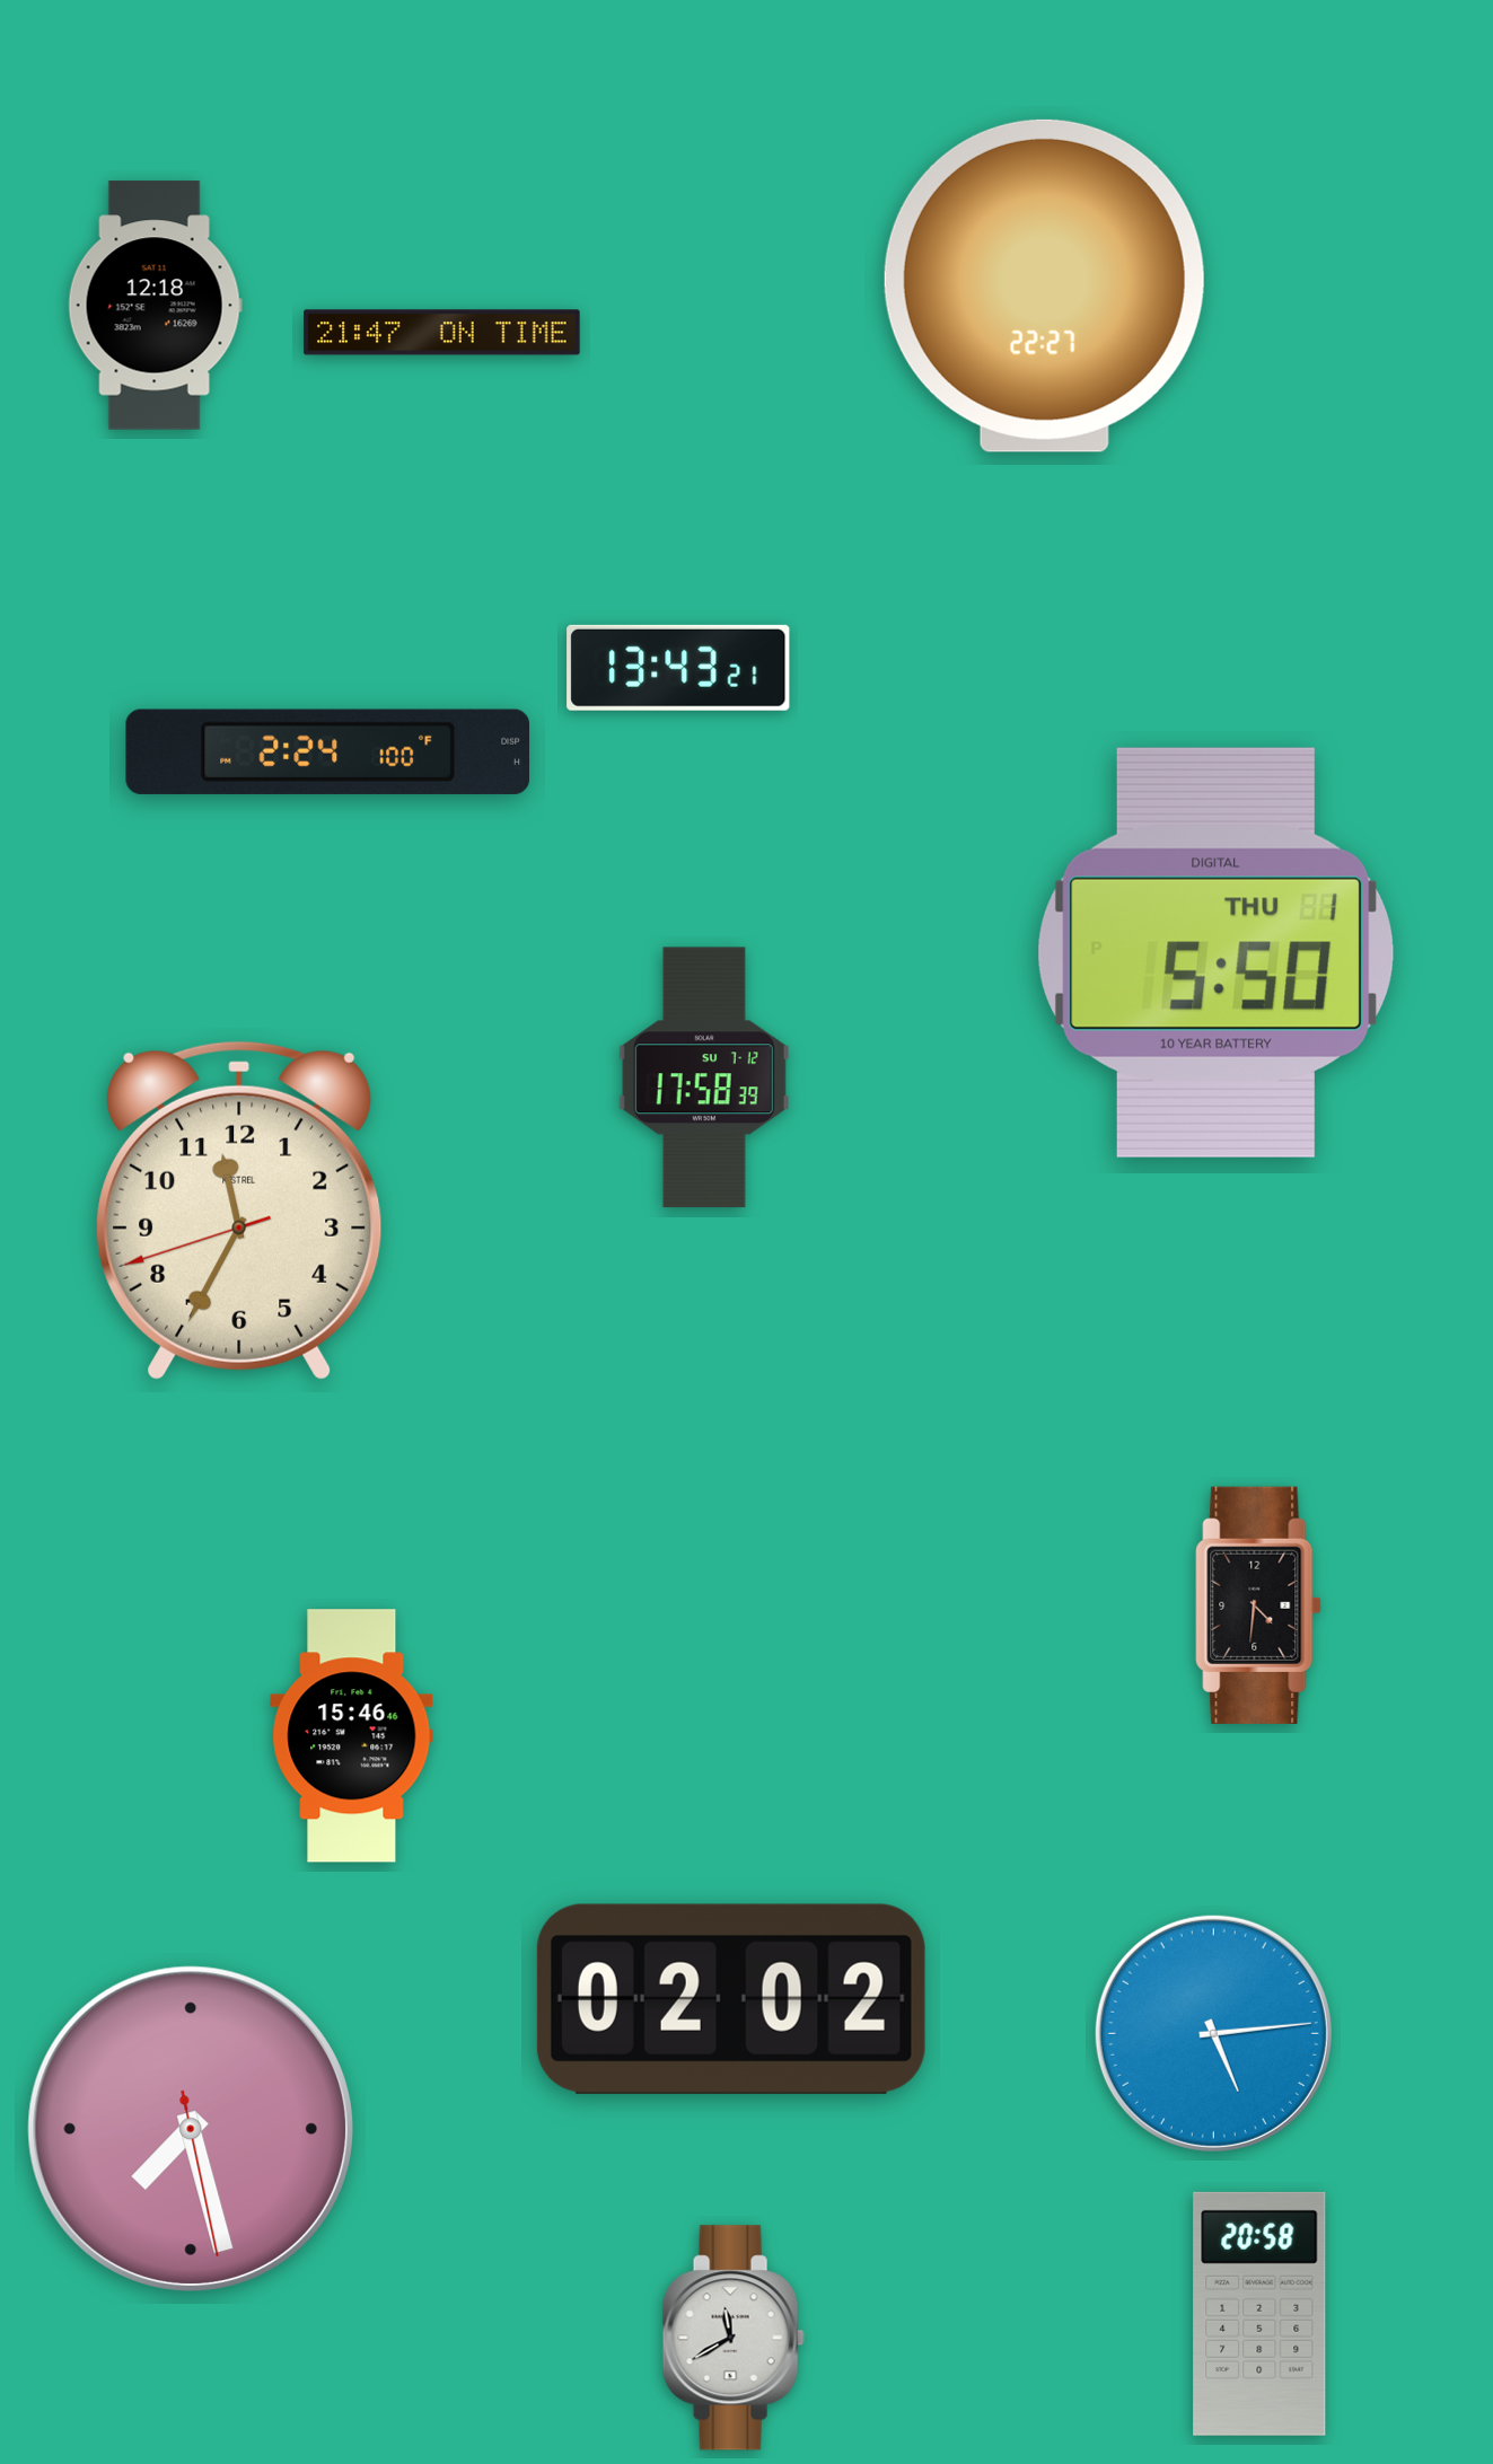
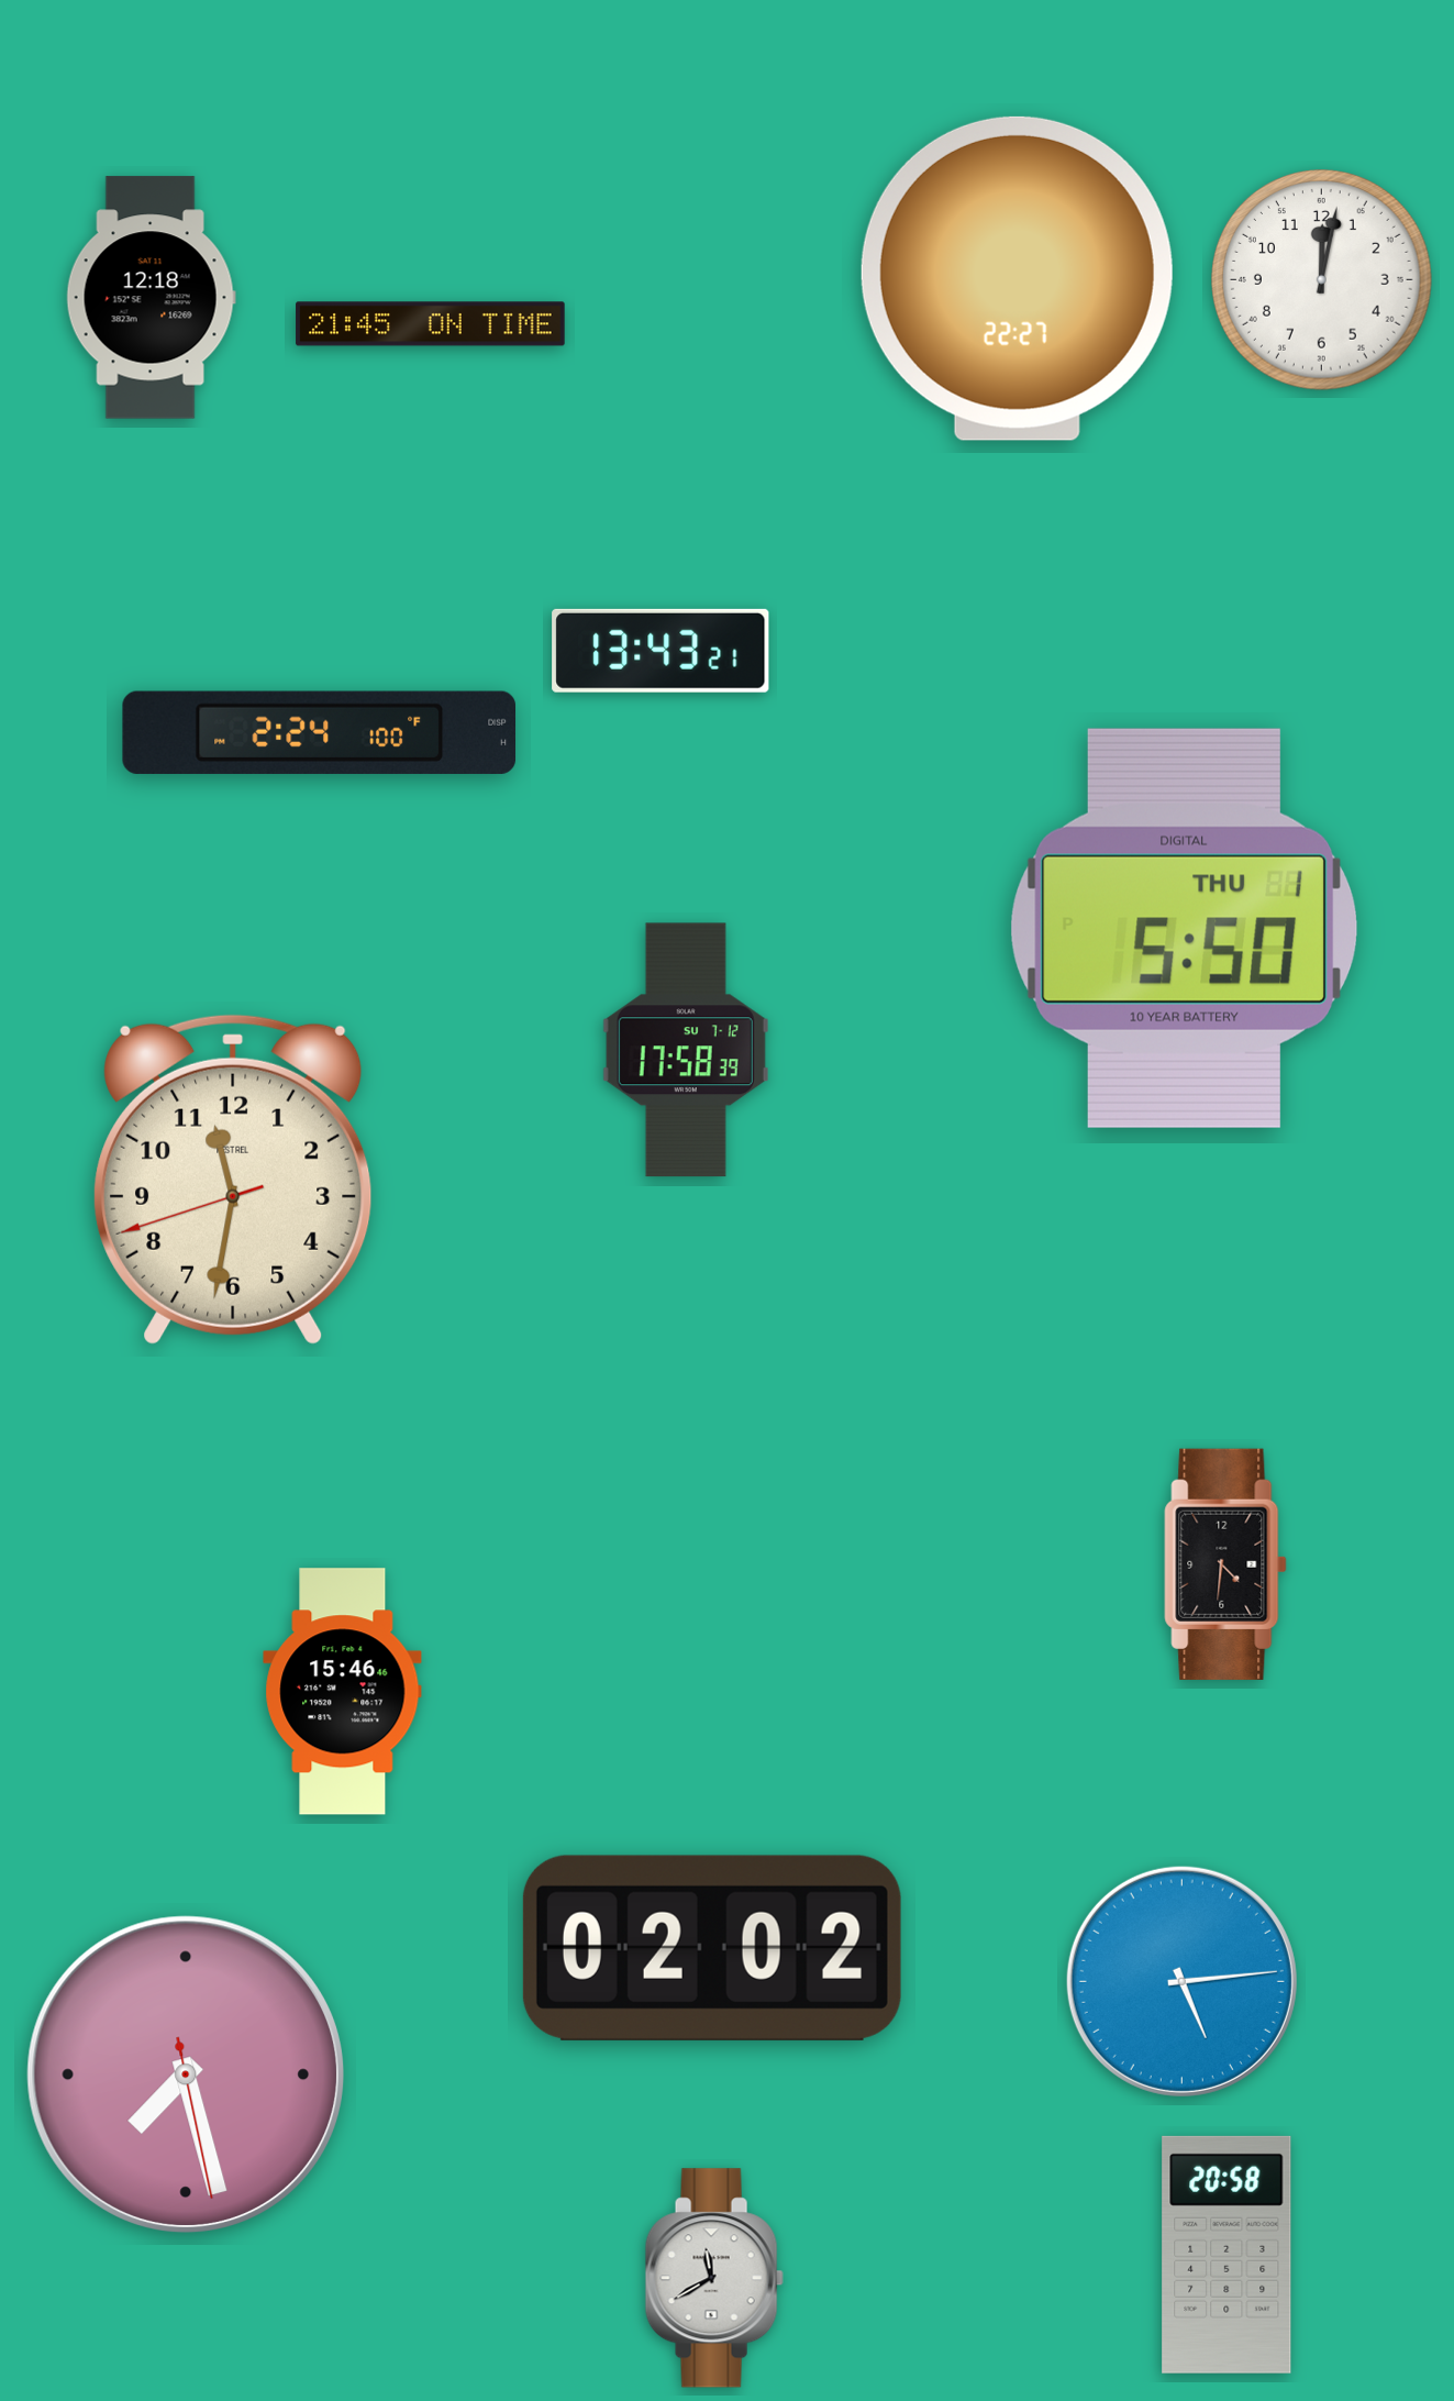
clock at (1322, 280): none -> 12:02
clock at (442, 333): 21:47 -> 21:45
clock at (239, 1211): 11:34 -> 11:31
